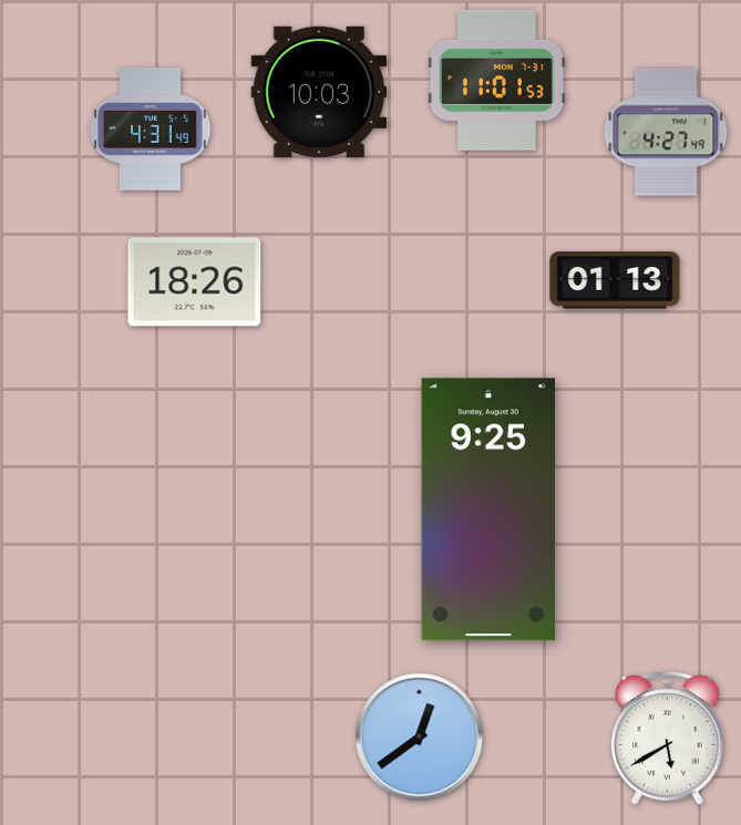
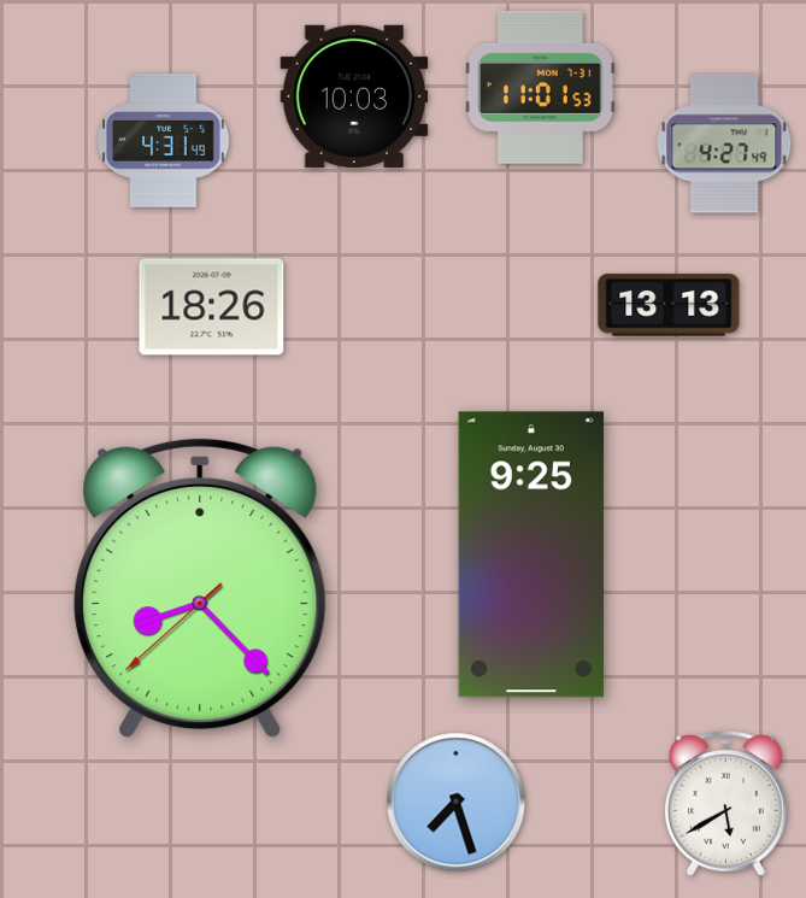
clock at (319, 92) position: (319, 92) -> (354, 96)
clock at (615, 280): 01:13 -> 13:13
clock at (200, 588): none -> 8:22
clock at (420, 738): 12:39 -> 7:27
